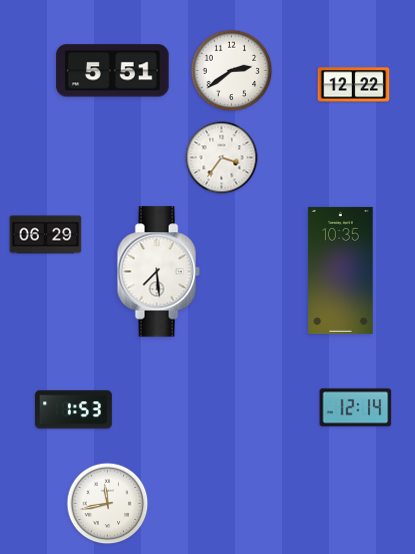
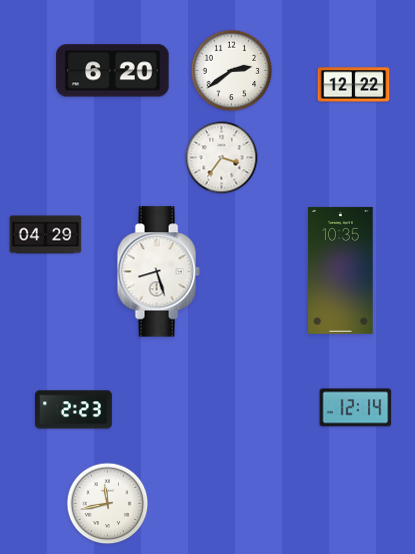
clock at (113, 71): 5:51 -> 6:20
clock at (46, 235): 06:29 -> 04:29
clock at (158, 272): 7:29 -> 8:27
clock at (73, 410): 1:53 -> 2:23
